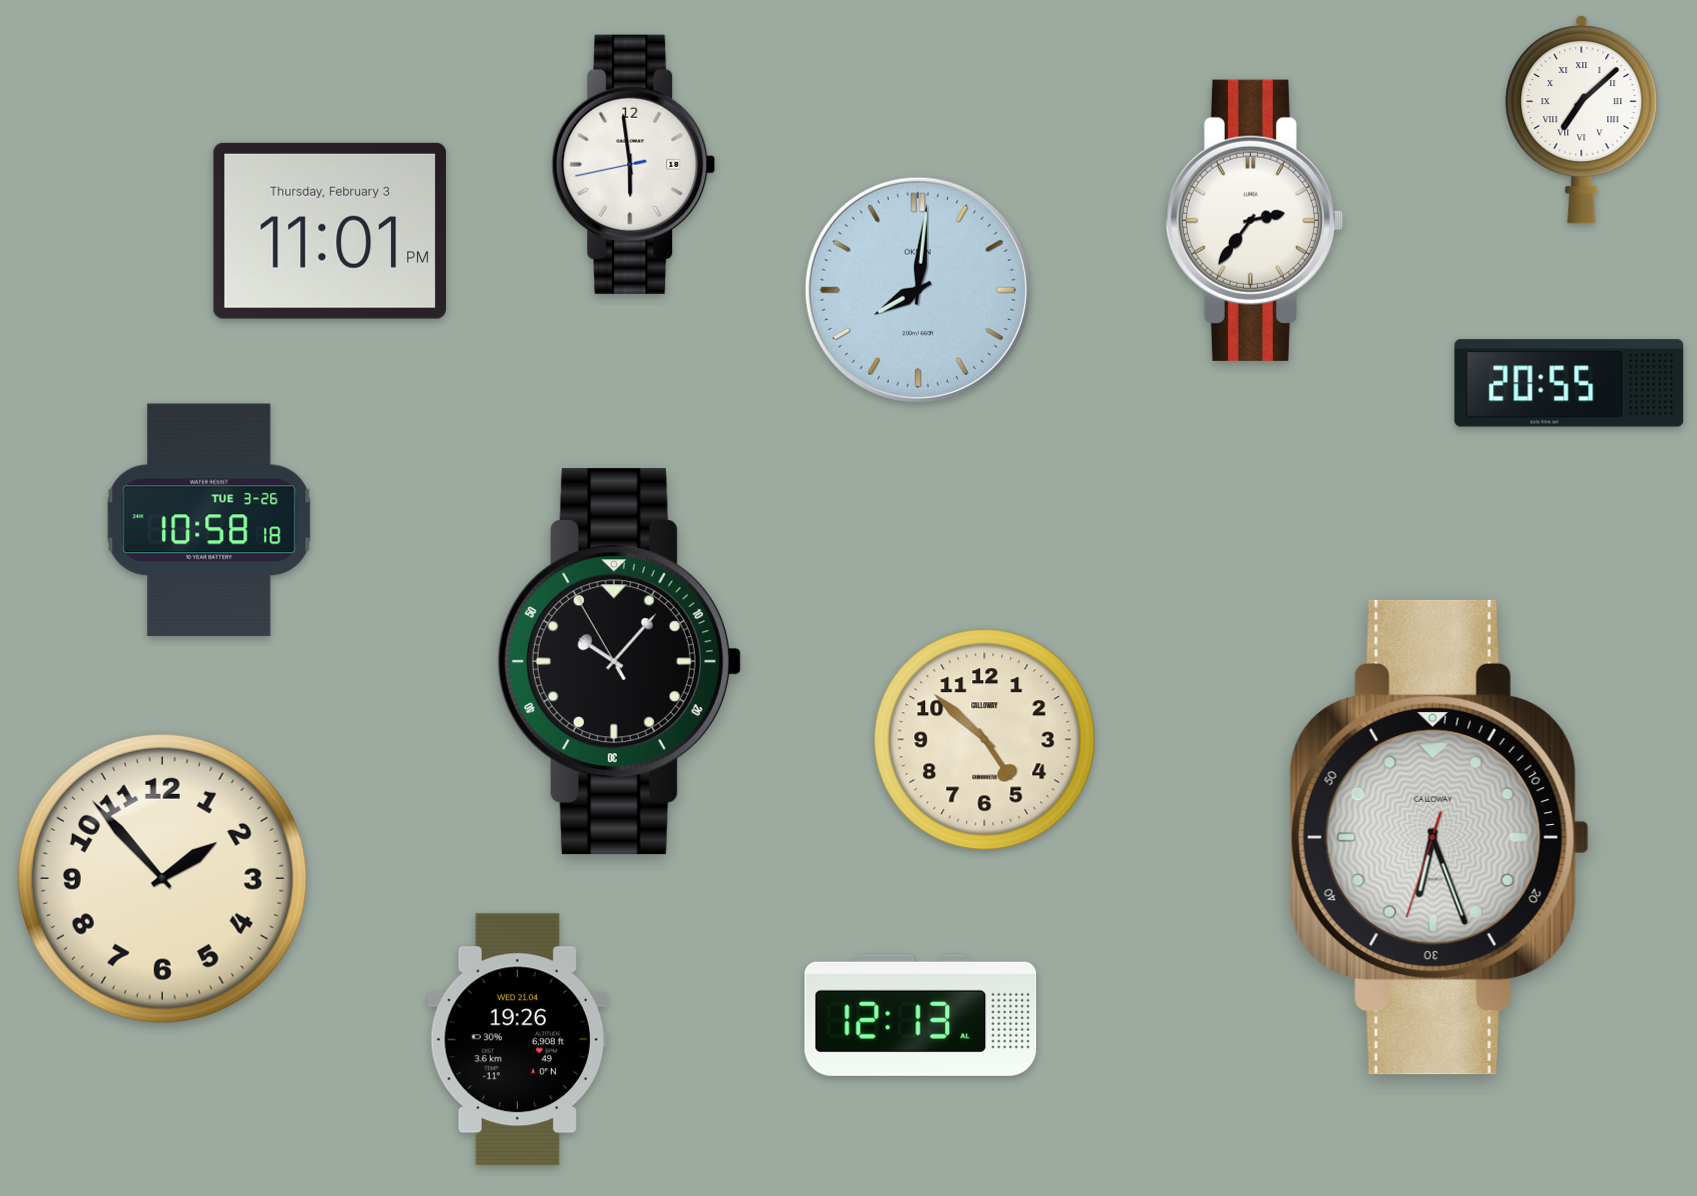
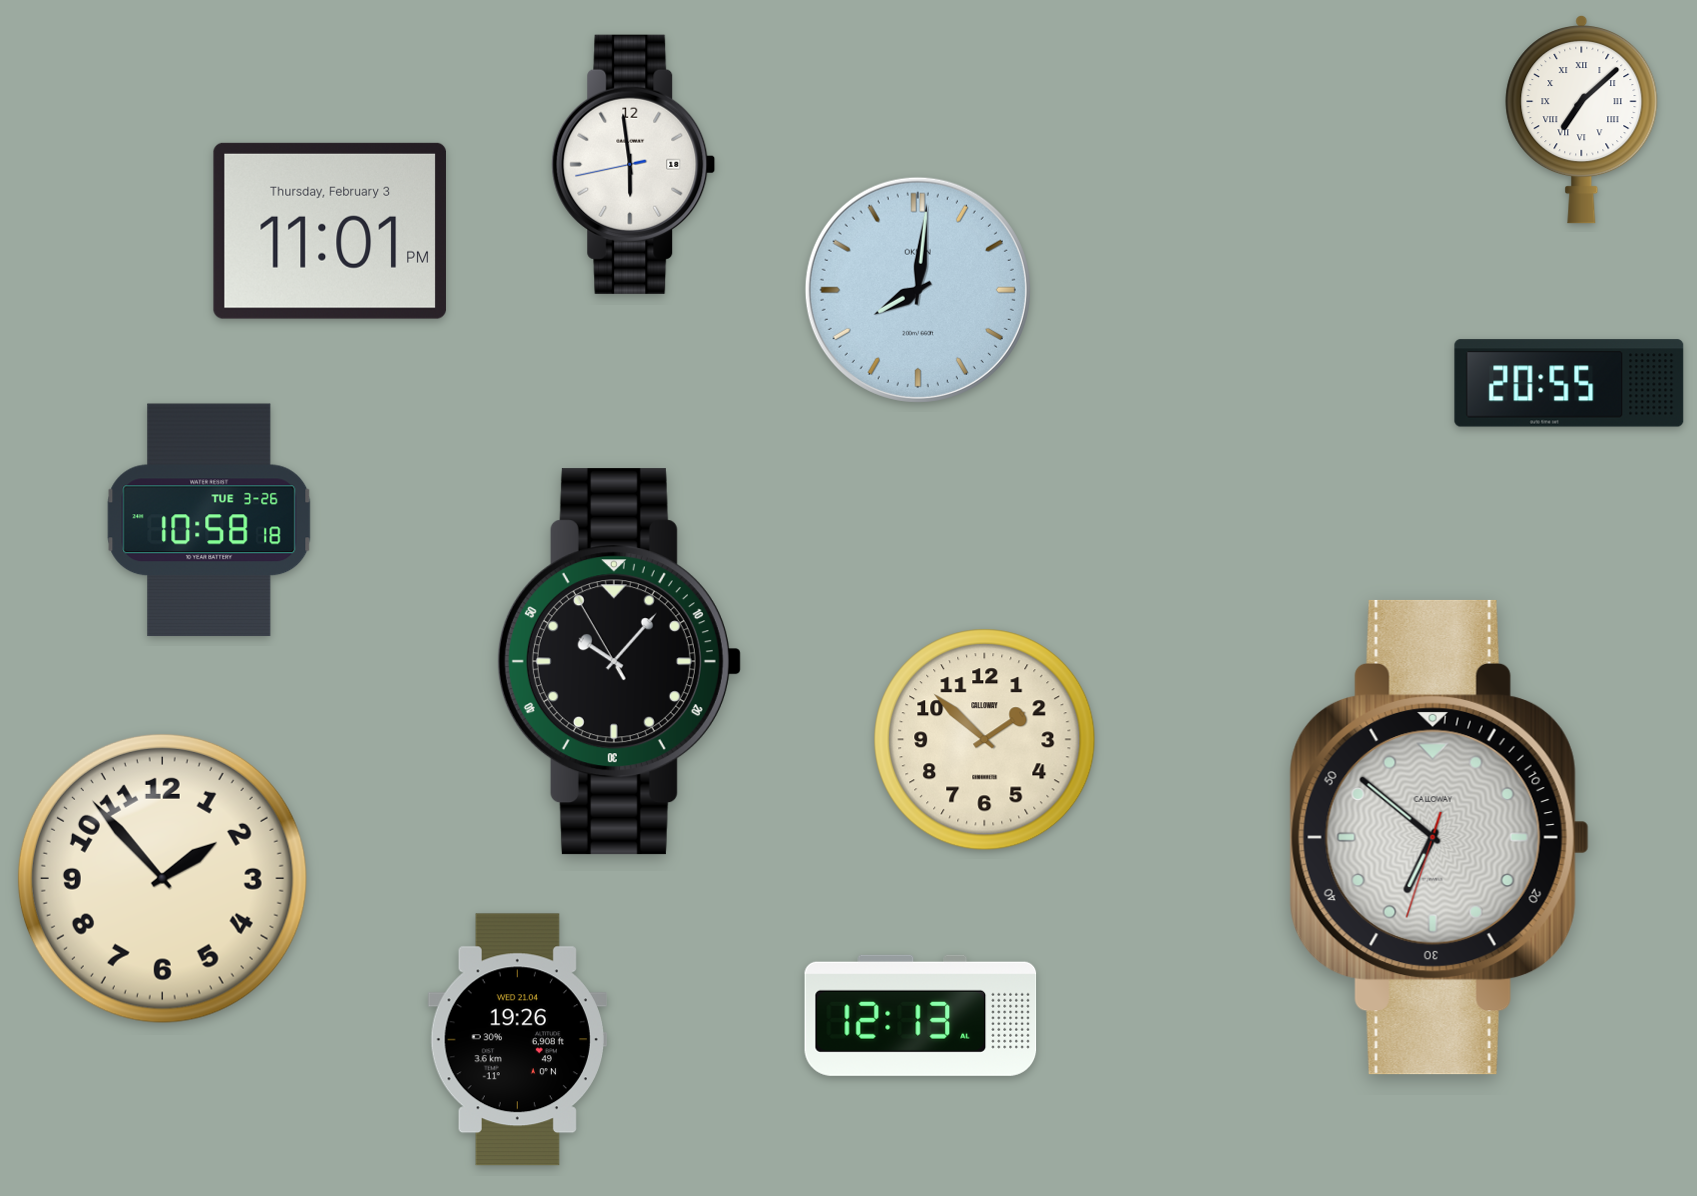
clock at (1254, 220): 2:36 -> none
clock at (985, 740): 4:52 -> 1:52
clock at (1439, 837): 6:26 -> 6:51
